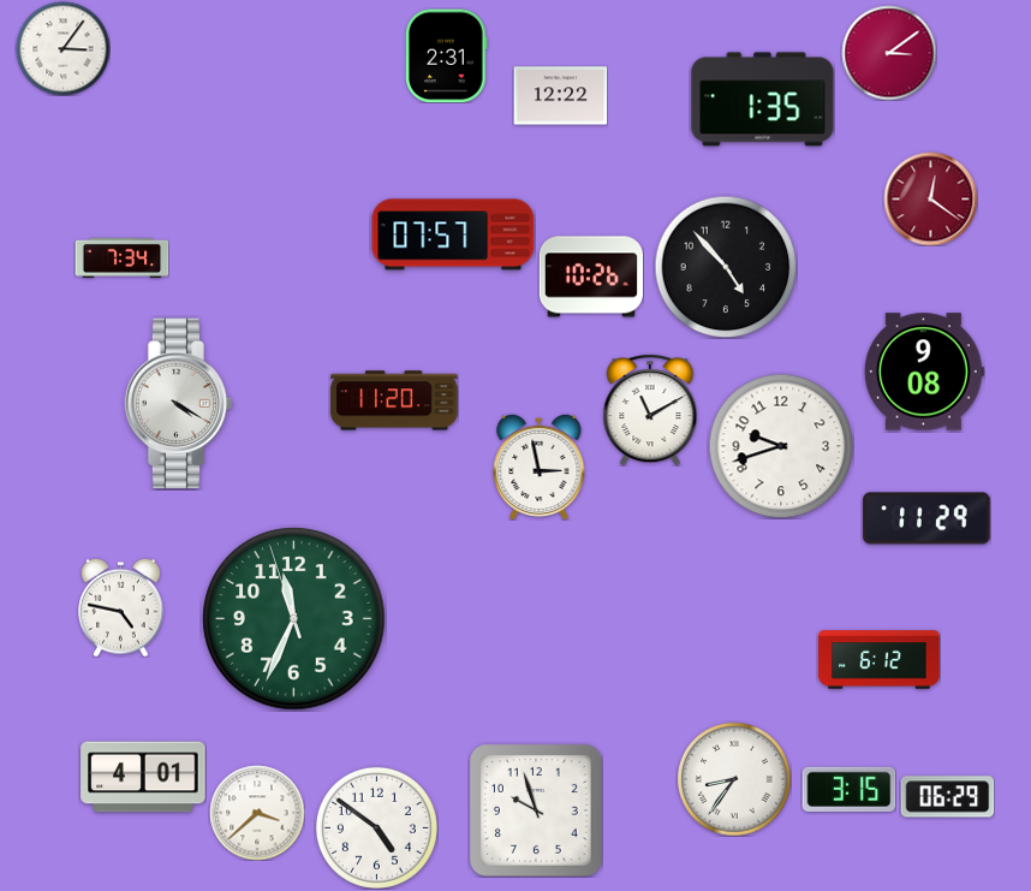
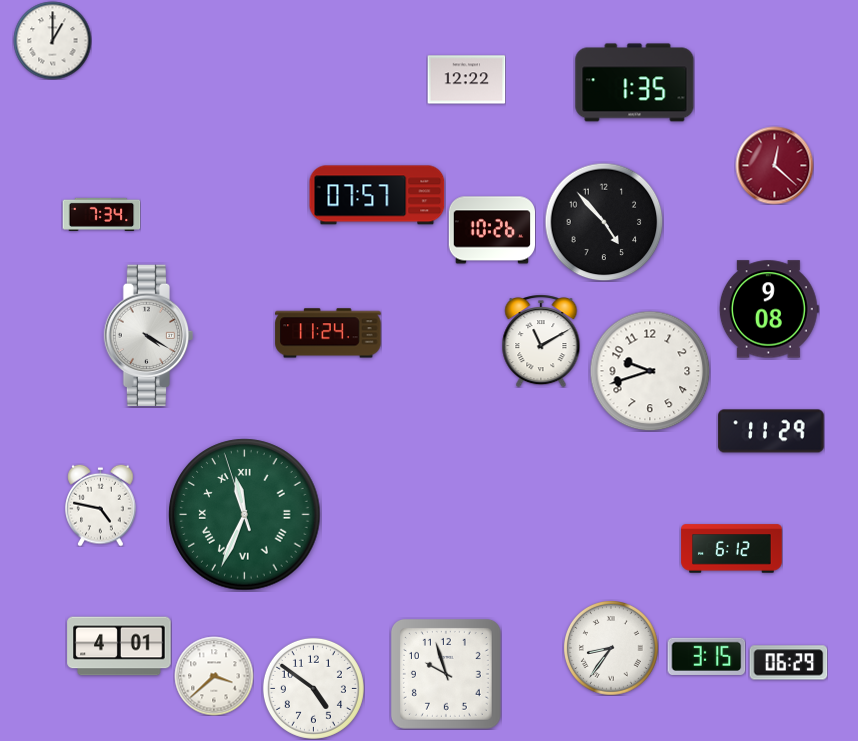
clock at (62, 48): 3:06 -> 1:00
clock at (889, 53): 3:09 -> none
clock at (447, 55): 2:31 -> none
clock at (930, 198): 12:21 -> 12:22
clock at (394, 400): 11:20 -> 11:24
clock at (540, 467): 2:58 -> none
clock at (294, 619) numerals: Arabic -> Roman
